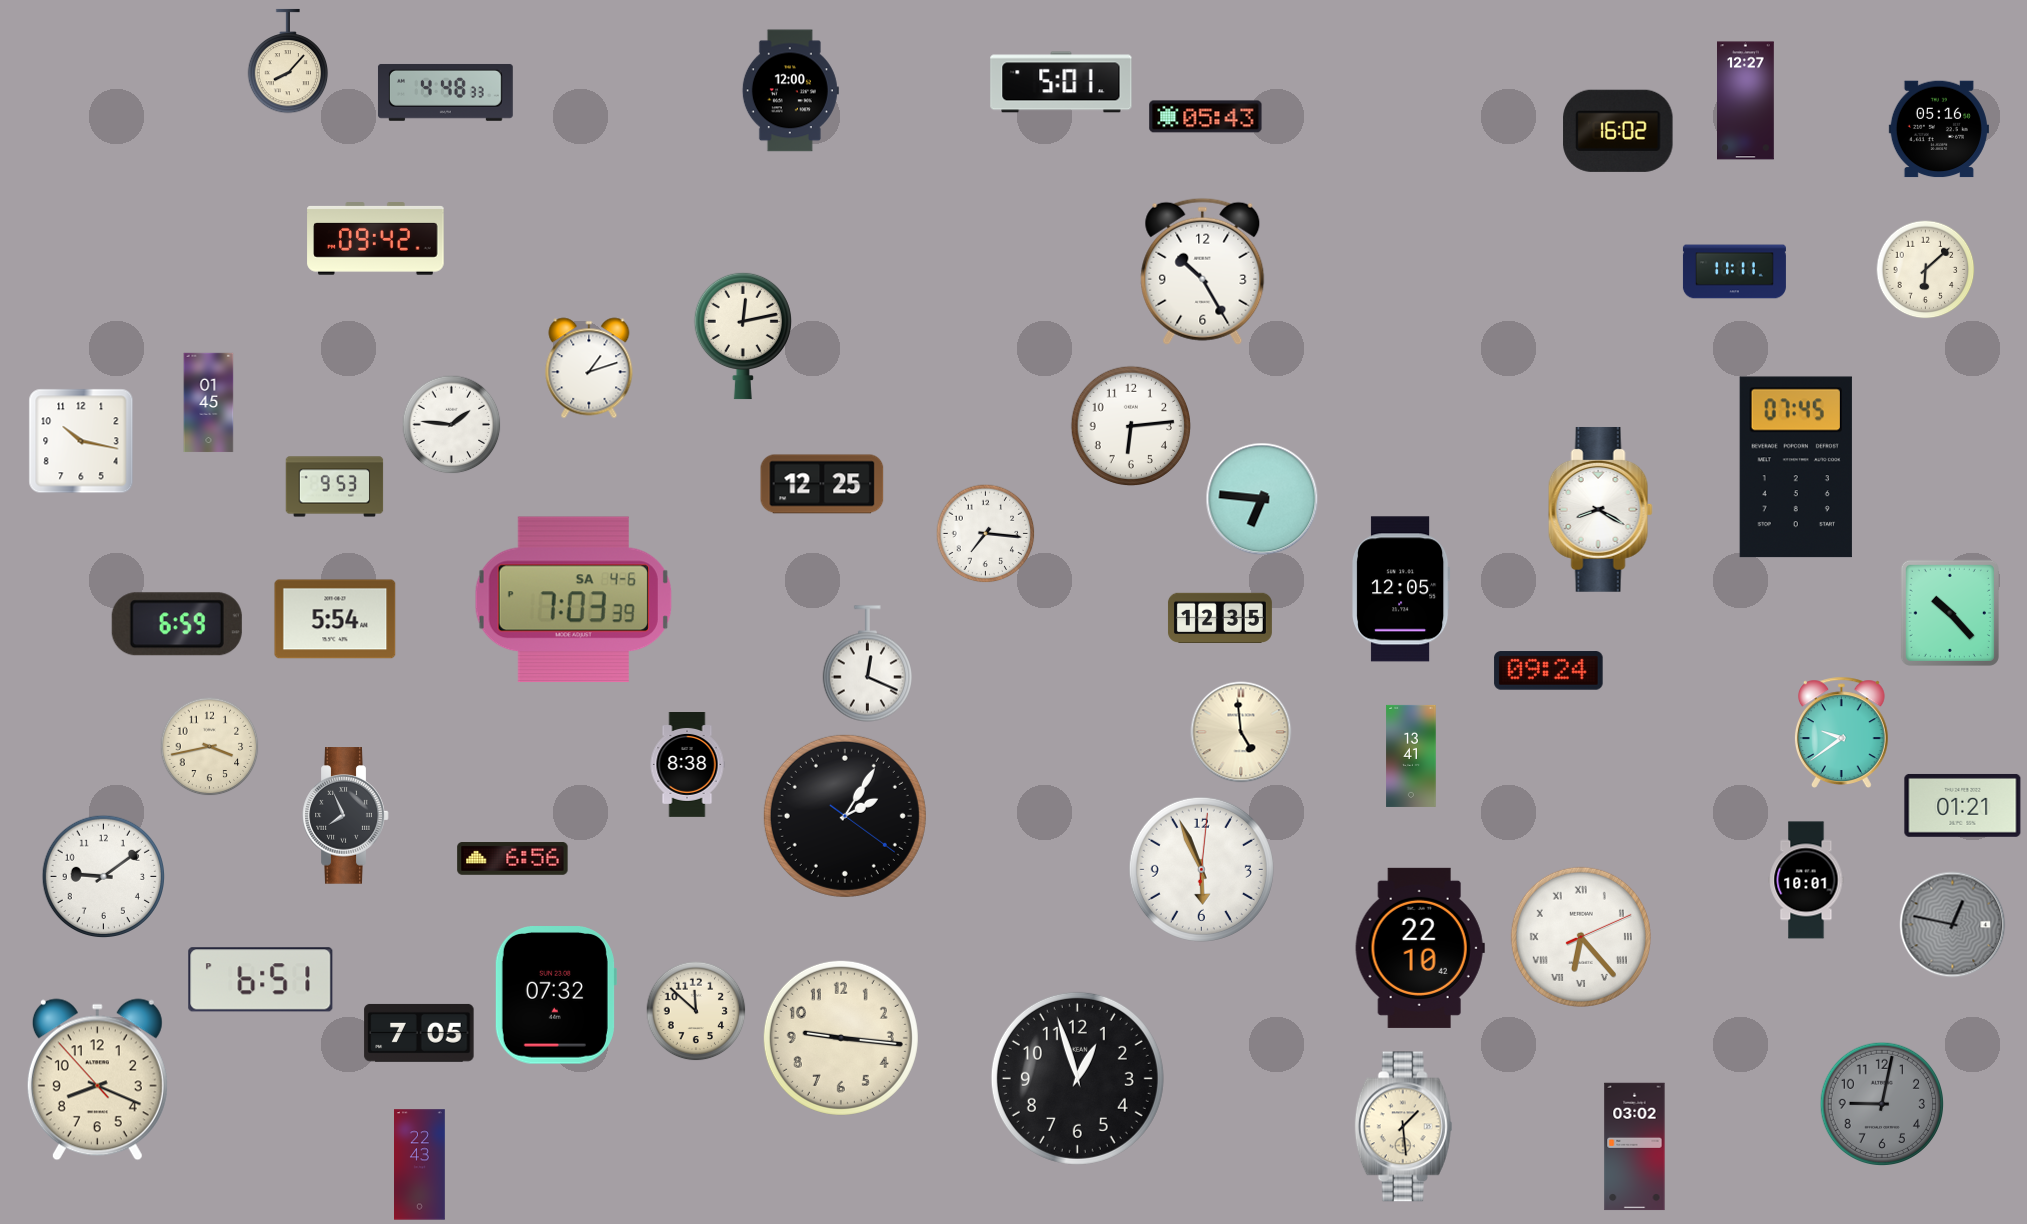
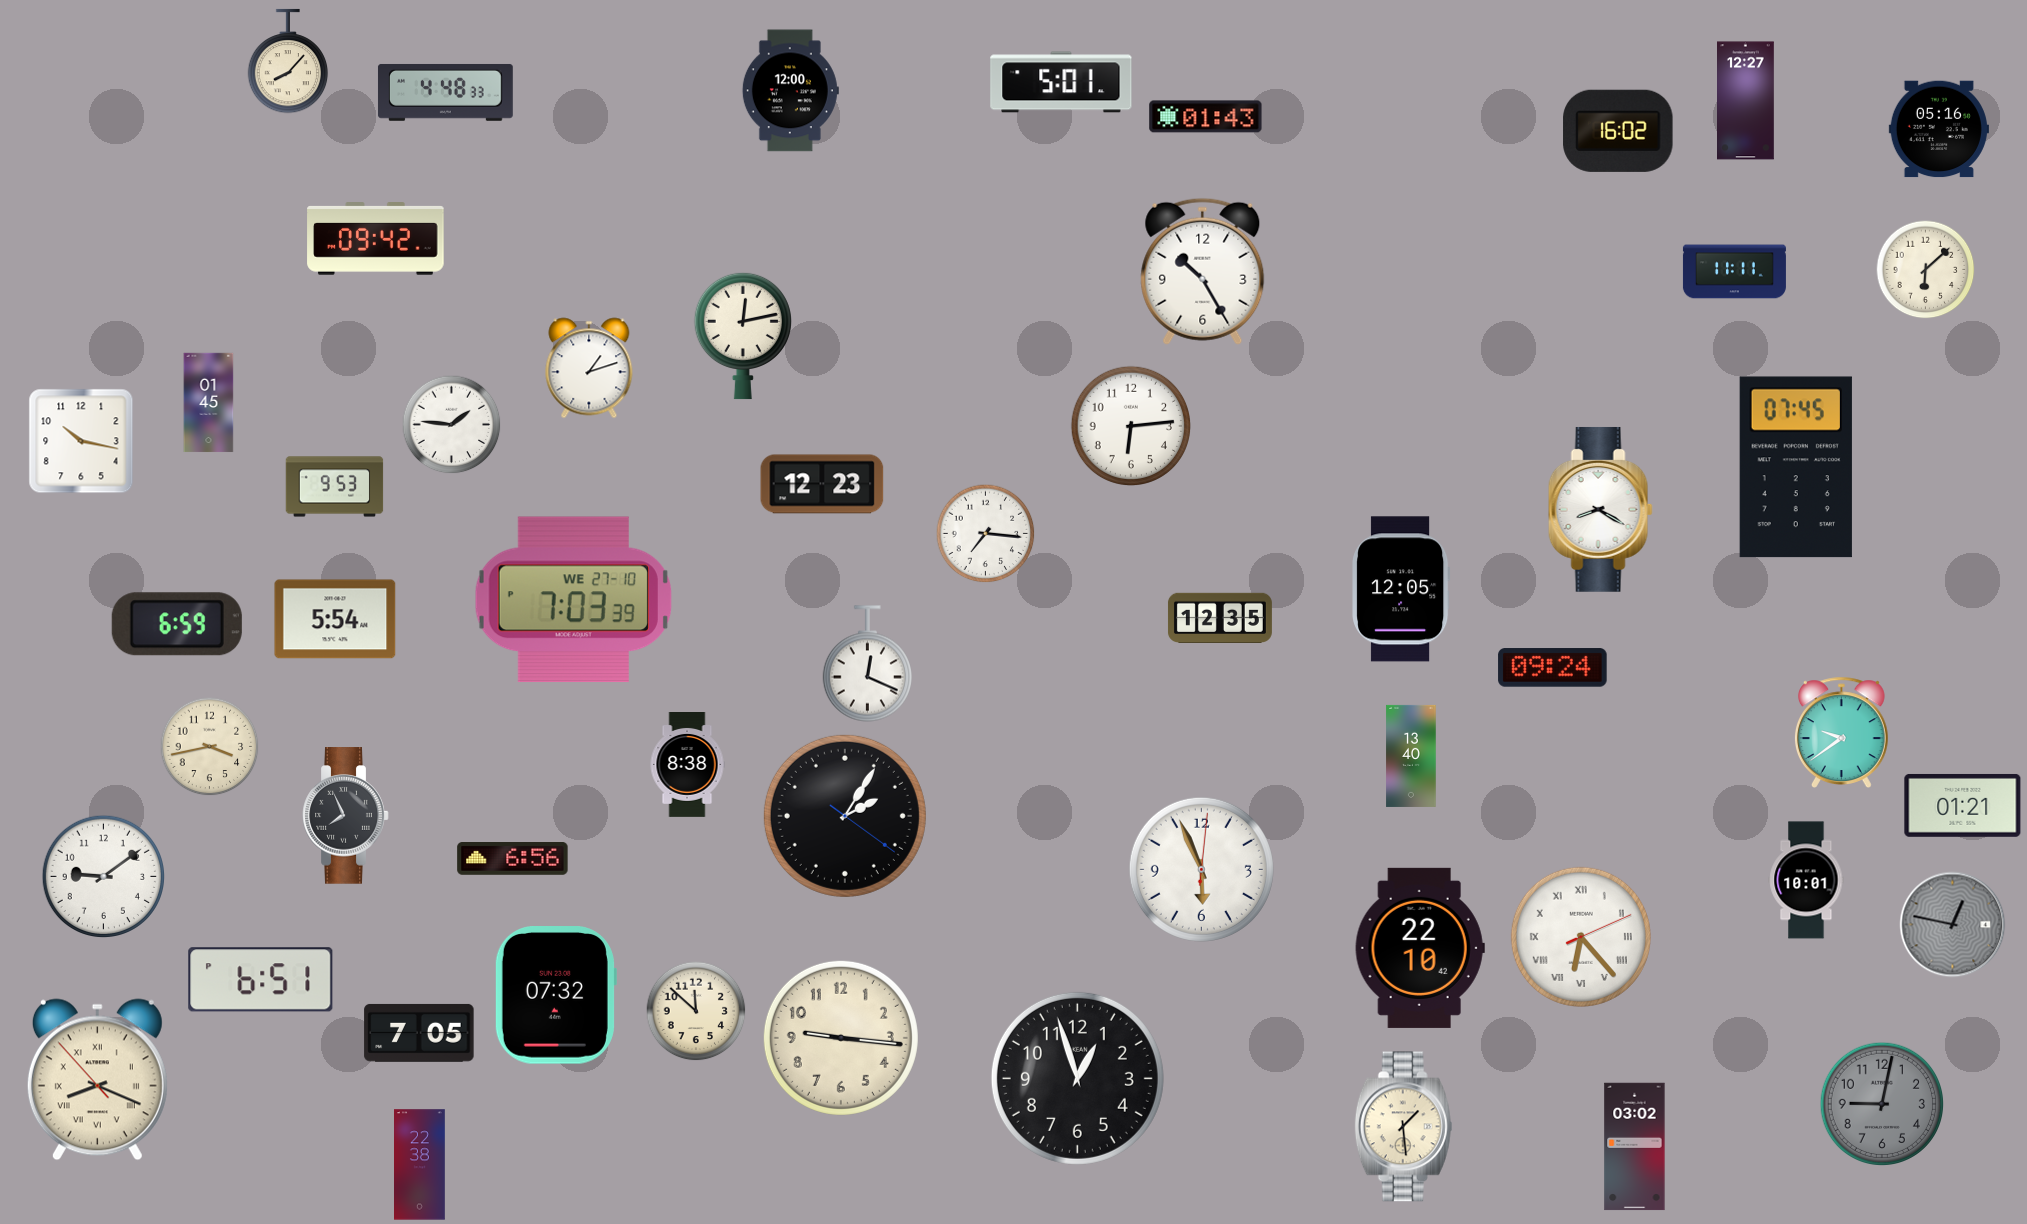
clock at (1206, 117): 05:43 -> 01:43
clock at (822, 484): 12:25 -> 12:23
clock at (1262, 499): 6:46 -> none
clock at (573, 600) date: SA 4-6 -> WE 27-10
clock at (1950, 613): 10:23 -> none
clock at (1549, 671) position: (1549, 671) -> (1553, 668)
clock at (1241, 732): 4:59 -> none
clock at (1411, 756): 13:41 -> 13:40
clock at (97, 1080) numerals: Arabic -> Roman
clock at (420, 1165): 22:43 -> 22:38
